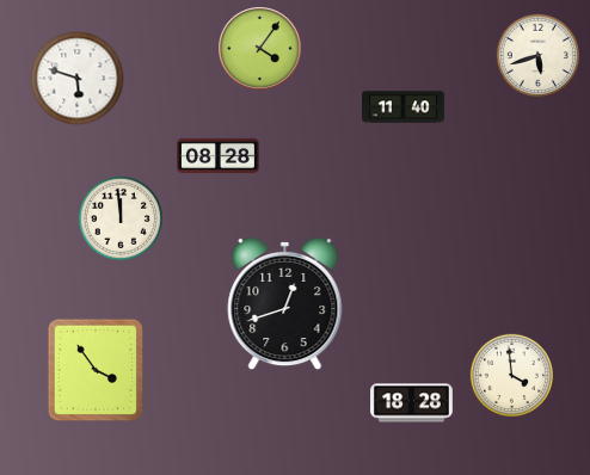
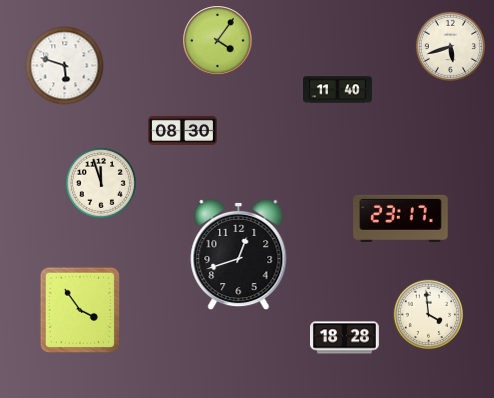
clock at (219, 155): 08:28 -> 08:30
clock at (121, 218): 11:59 -> 11:57
clock at (401, 218): none -> 23:17
